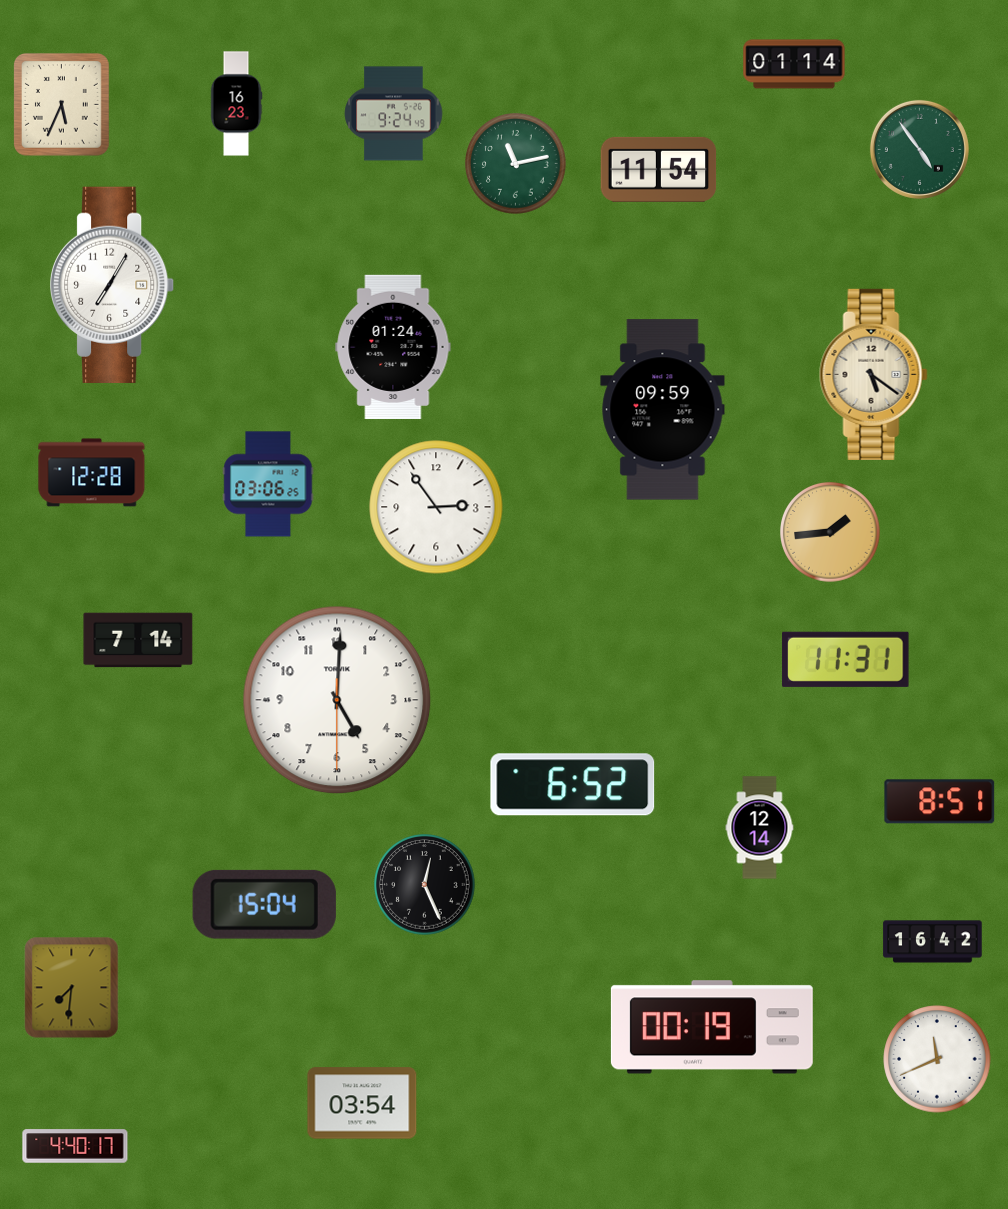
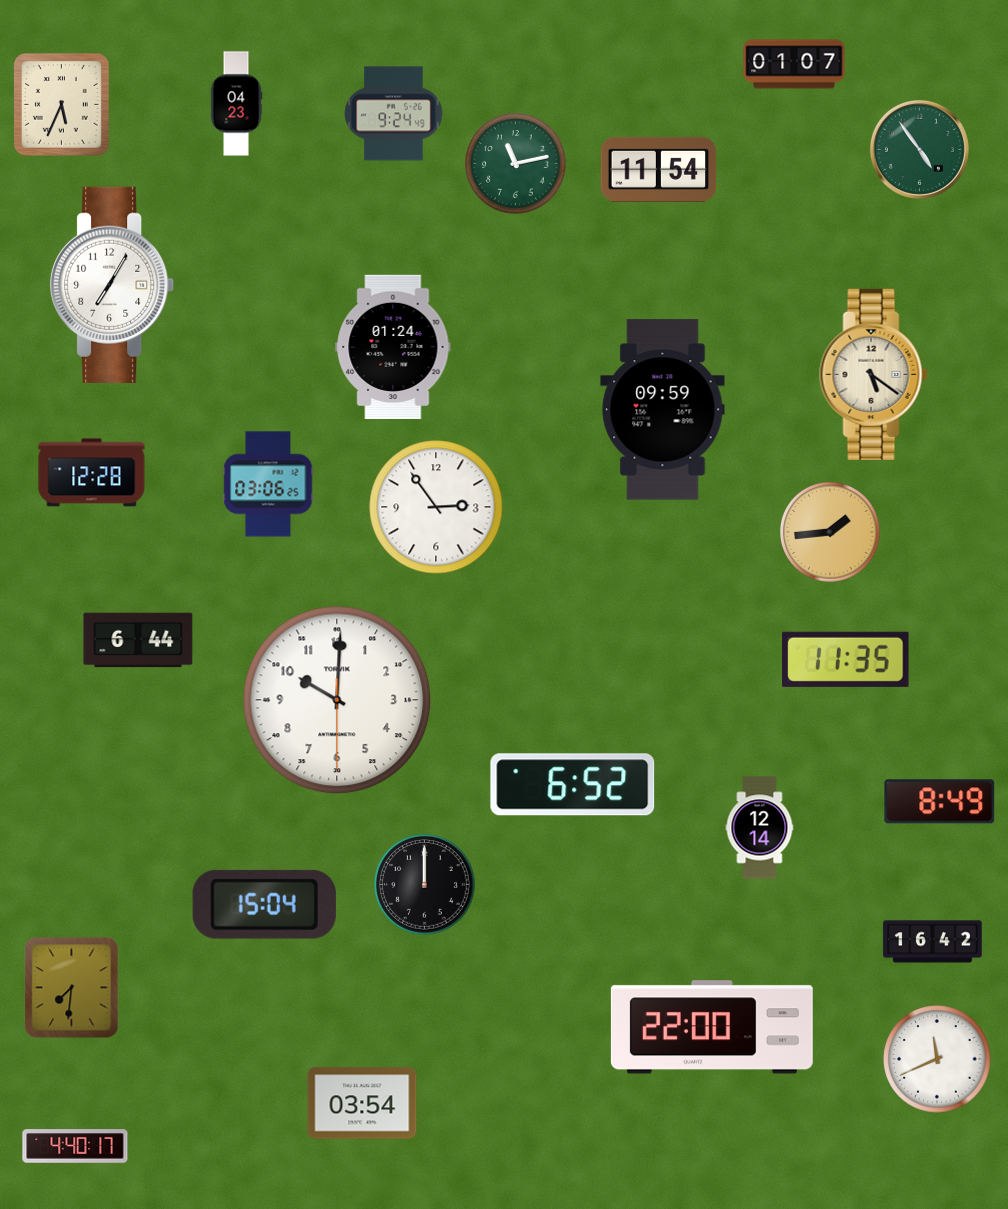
clock at (794, 64): 01:14 -> 01:07
clock at (236, 104): 16:23 -> 04:23
clock at (138, 640): 7:14 -> 6:44
clock at (846, 659): 11:31 -> 11:35
clock at (337, 700): 5:00 -> 10:00
clock at (940, 802): 8:51 -> 8:49
clock at (425, 885): 12:26 -> 12:00
clock at (712, 1027): 00:19 -> 22:00
